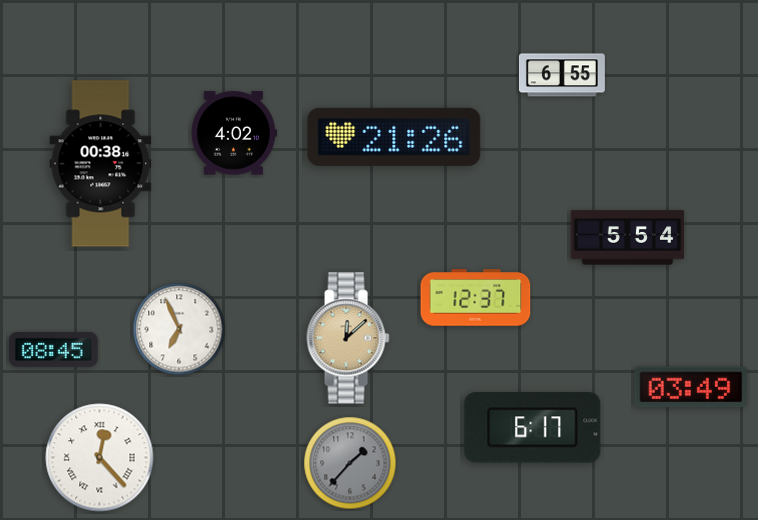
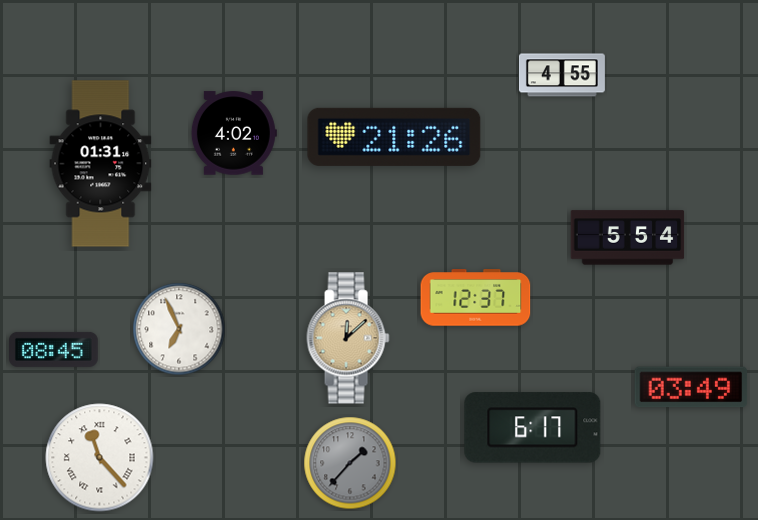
clock at (562, 75): 6:55 -> 4:55
clock at (101, 164): 00:38 -> 01:31
clock at (100, 458): 12:23 -> 11:23
